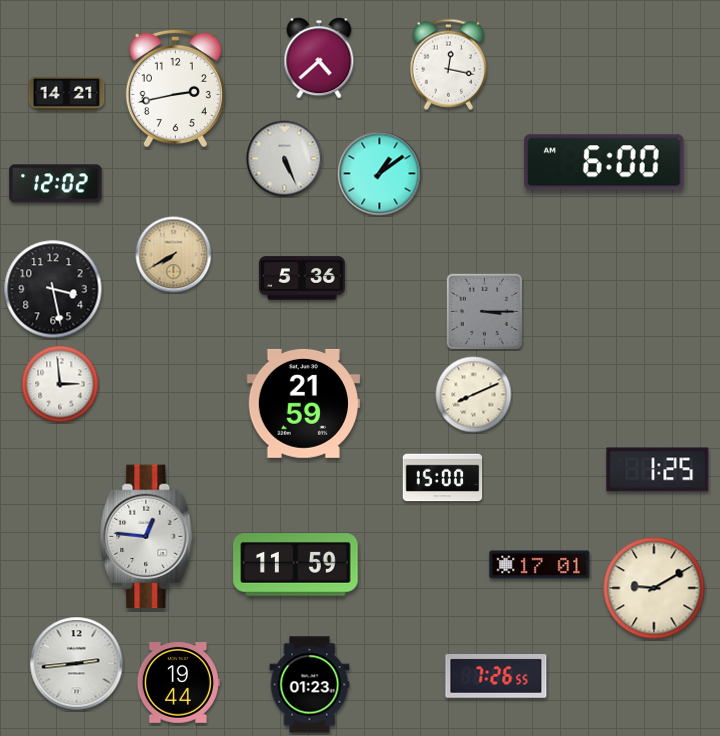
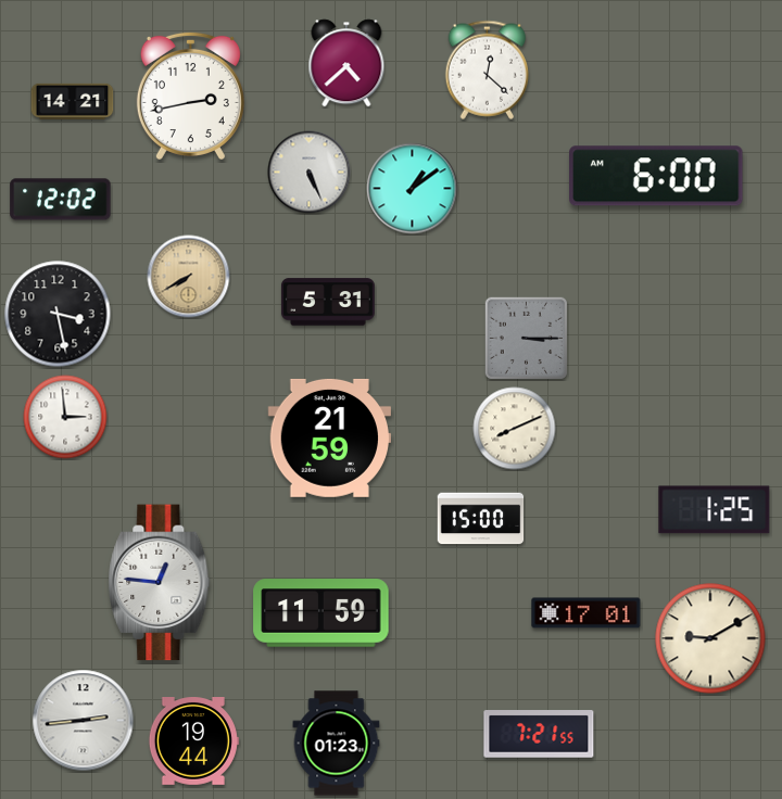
clock at (449, 64): 12:17 -> 12:22
clock at (302, 278): 5:36 -> 5:31
clock at (496, 677): 7:26 -> 7:21
